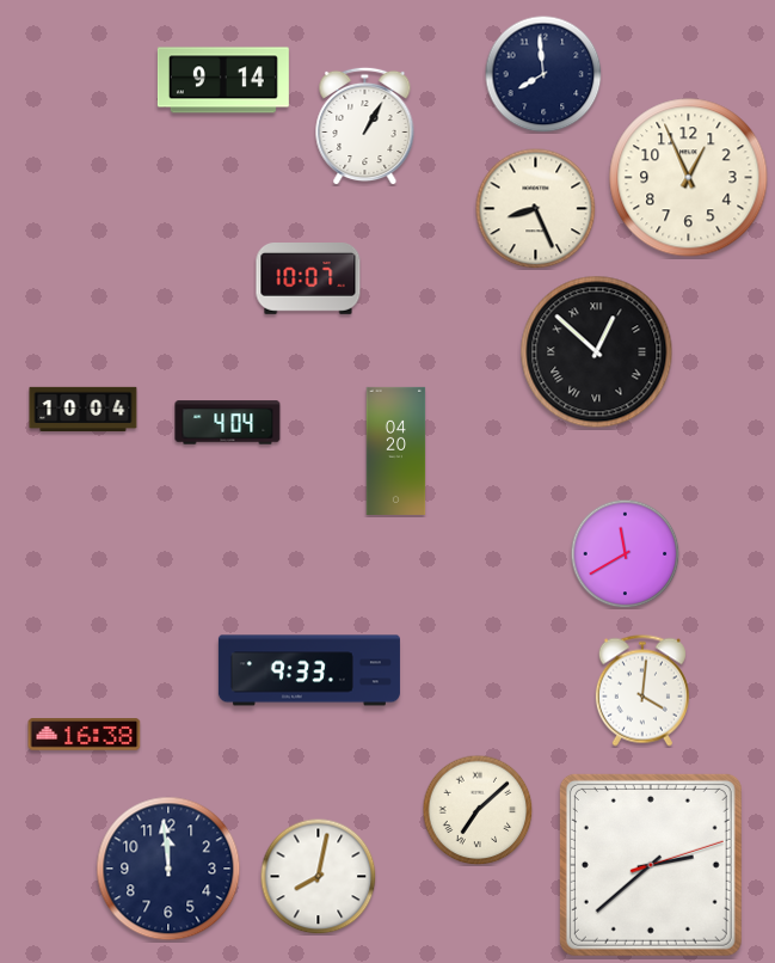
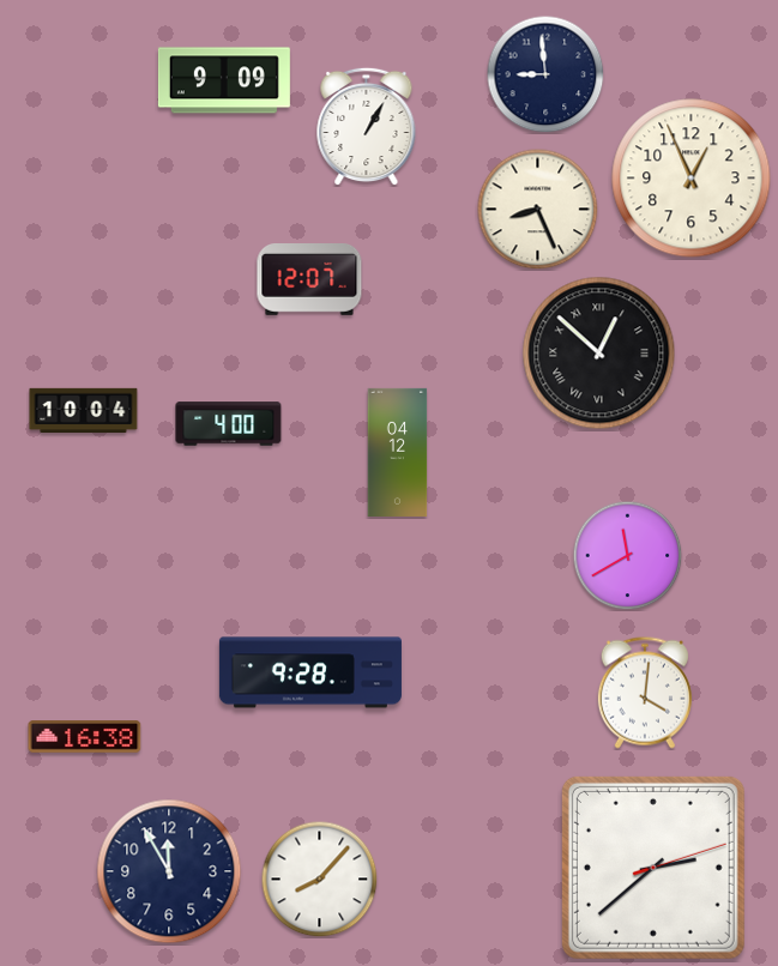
clock at (543, 74): 7:59 -> 8:59
clock at (223, 80): 9:14 -> 9:09
clock at (308, 280): 10:07 -> 12:07
clock at (228, 423): 4:04 -> 4:00
clock at (396, 450): 04:20 -> 04:12
clock at (309, 670): 9:33 -> 9:28
clock at (478, 810): 7:08 -> none
clock at (168, 869): 11:59 -> 11:55
clock at (318, 876): 8:02 -> 8:07
